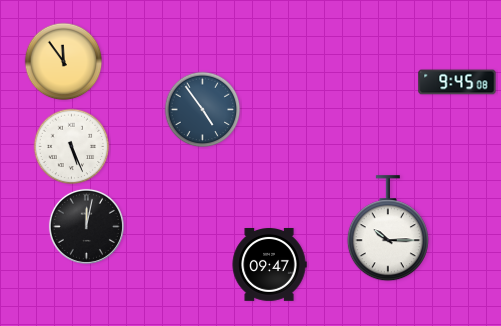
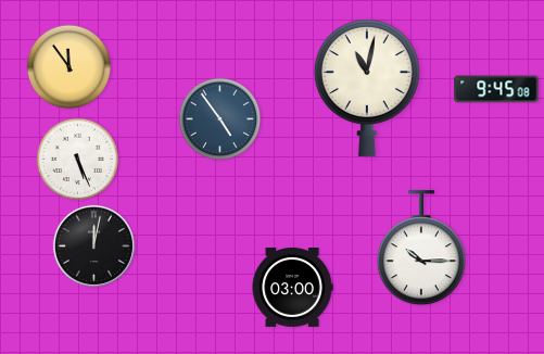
clock at (367, 88): none -> 11:02
clock at (269, 265): 09:47 -> 03:00
